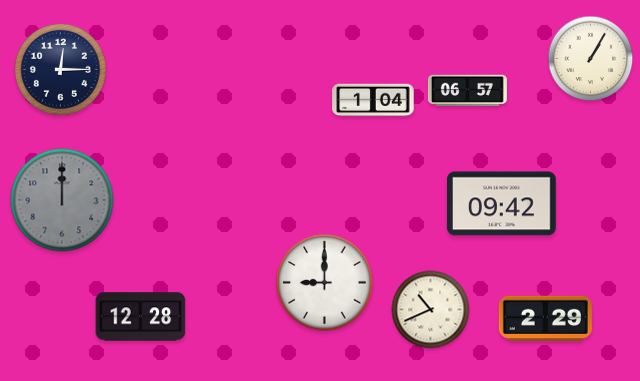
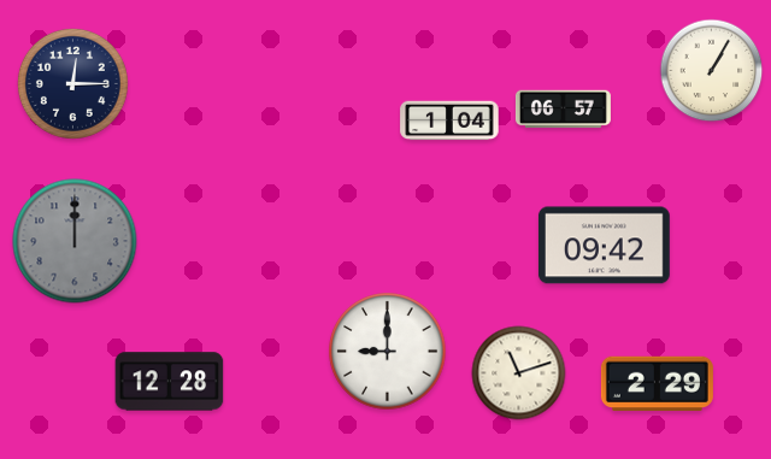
clock at (325, 283) position: (325, 283) -> (388, 352)
clock at (431, 310): 10:41 -> 11:12
